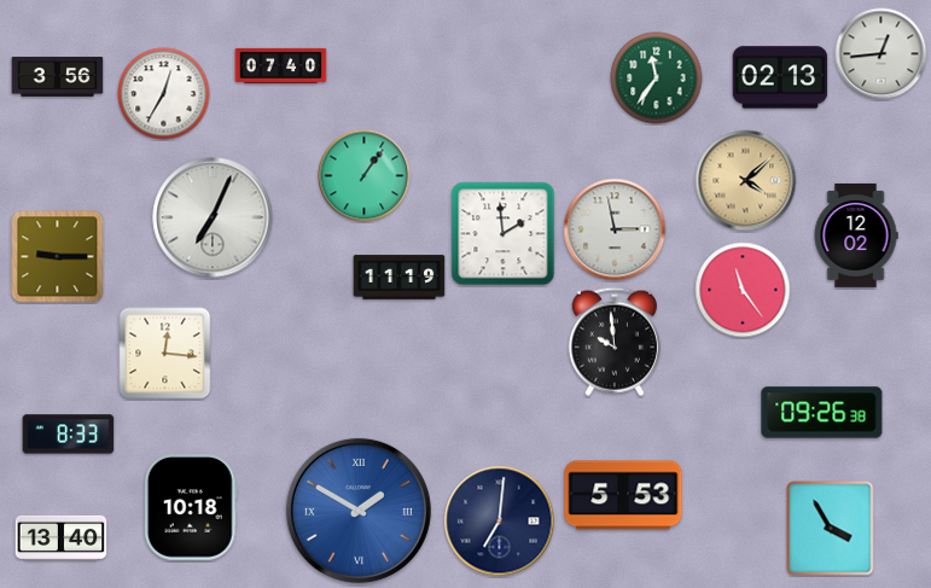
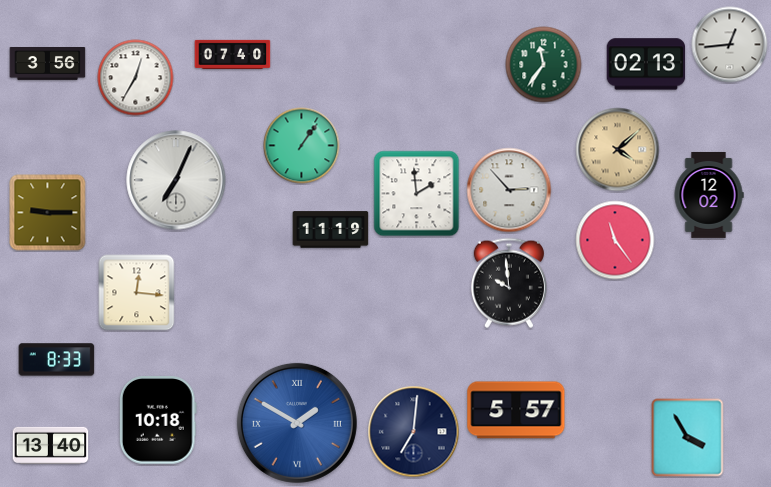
clock at (615, 229): 2:58 -> 2:53
clock at (822, 413): 09:26 -> none
clock at (623, 495): 5:53 -> 5:57
